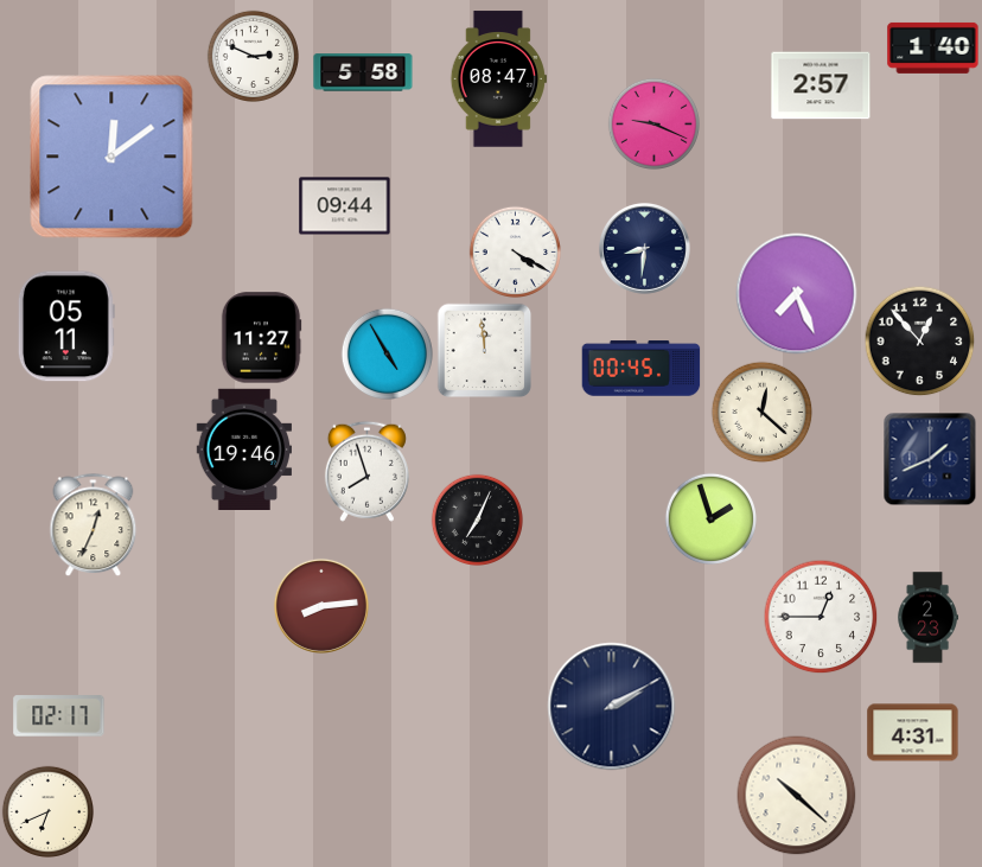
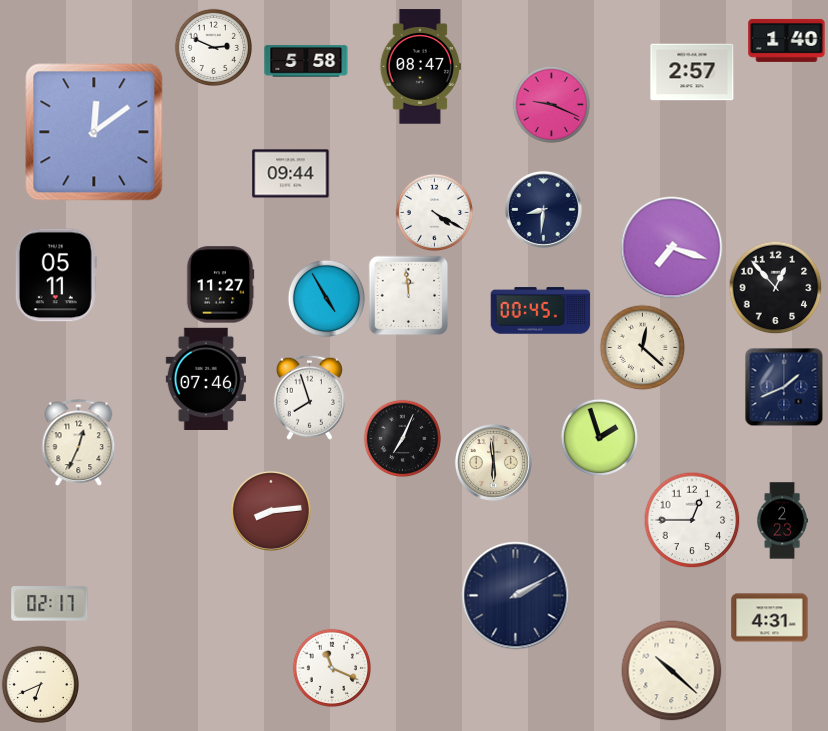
clock at (797, 294): 7:26 -> 7:18
clock at (244, 448): 19:46 -> 07:46
clock at (493, 462): none -> 5:59
clock at (332, 668): none -> 11:19
